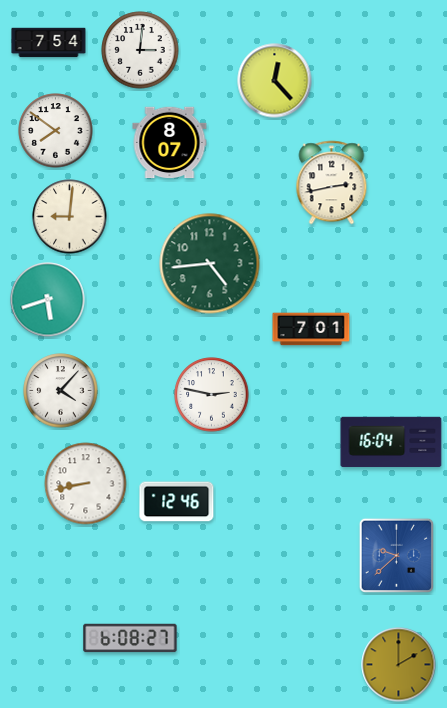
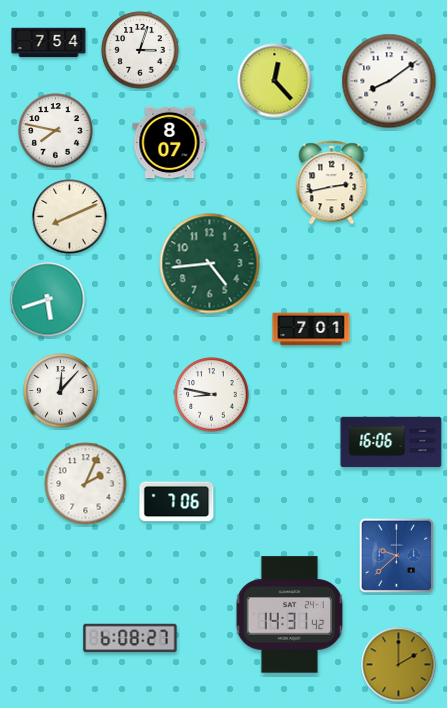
clock at (140, 50): 3:01 -> 3:03
clock at (389, 81): none -> 8:09
clock at (56, 131): 7:51 -> 7:47
clock at (70, 217): 9:01 -> 8:11
clock at (61, 391): 4:07 -> 12:07
clock at (212, 395): 2:47 -> 8:47
clock at (391, 442): 16:04 -> 16:06
clock at (86, 484): 8:43 -> 2:04
clock at (177, 502): 12:46 -> 7:06
clock at (290, 615): none -> 14:31
